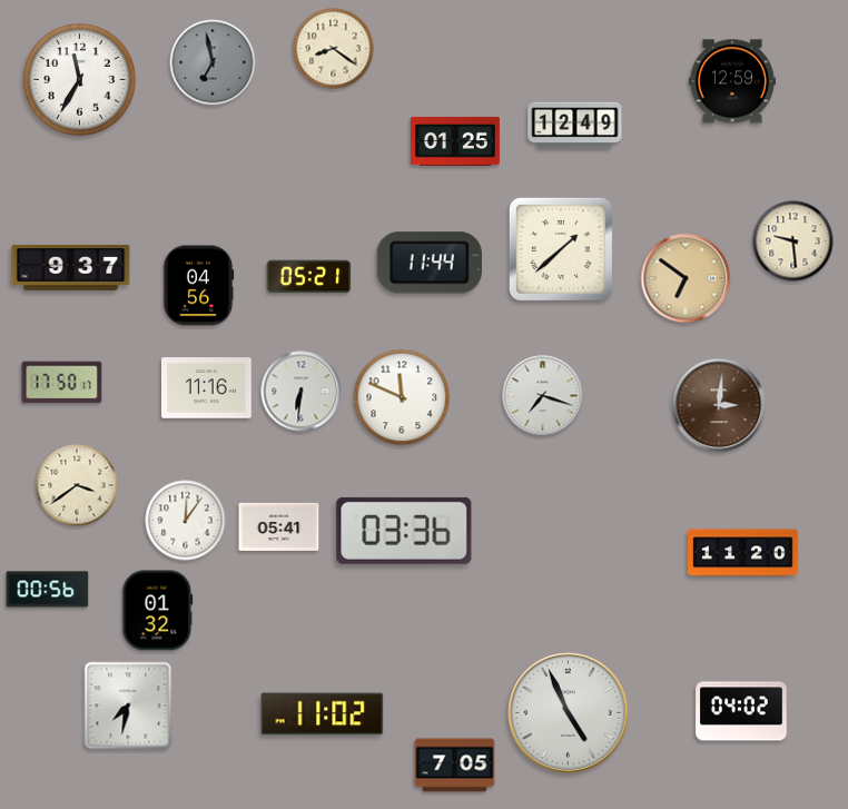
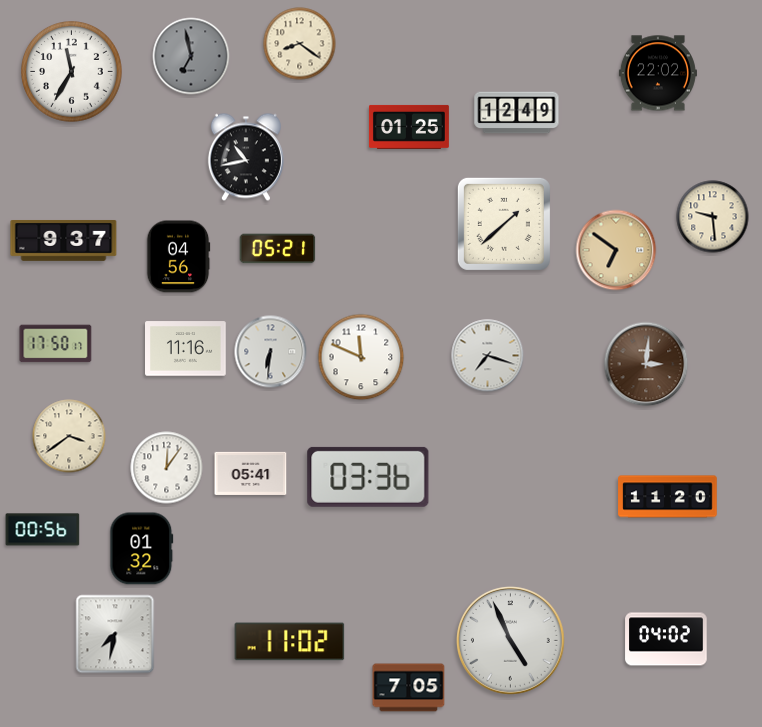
clock at (732, 81): 12:59 -> 22:02
clock at (246, 157): none -> 10:43
clock at (430, 263): 11:44 -> none
clock at (404, 531) position: (404, 531) -> (368, 477)
